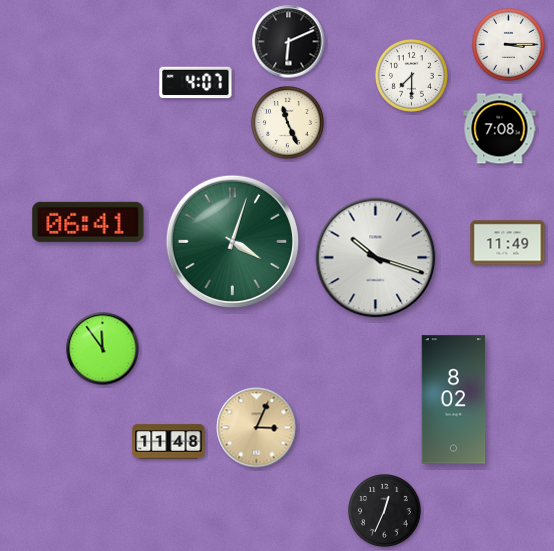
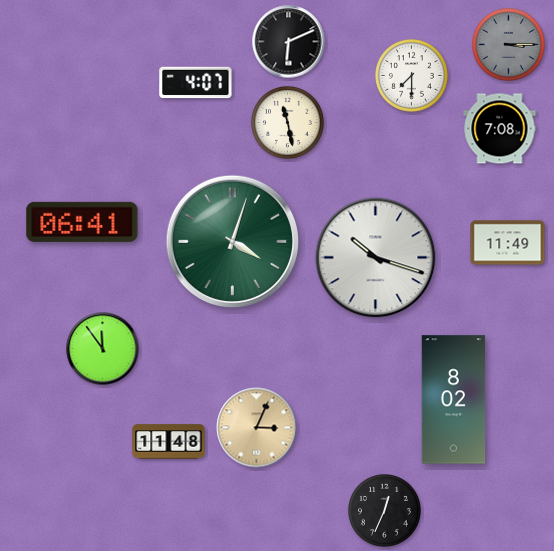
clock at (509, 45) dial: white -> grey
clock at (288, 123): 11:26 -> 11:28
clock at (88, 222) position: (88, 222) -> (82, 222)
